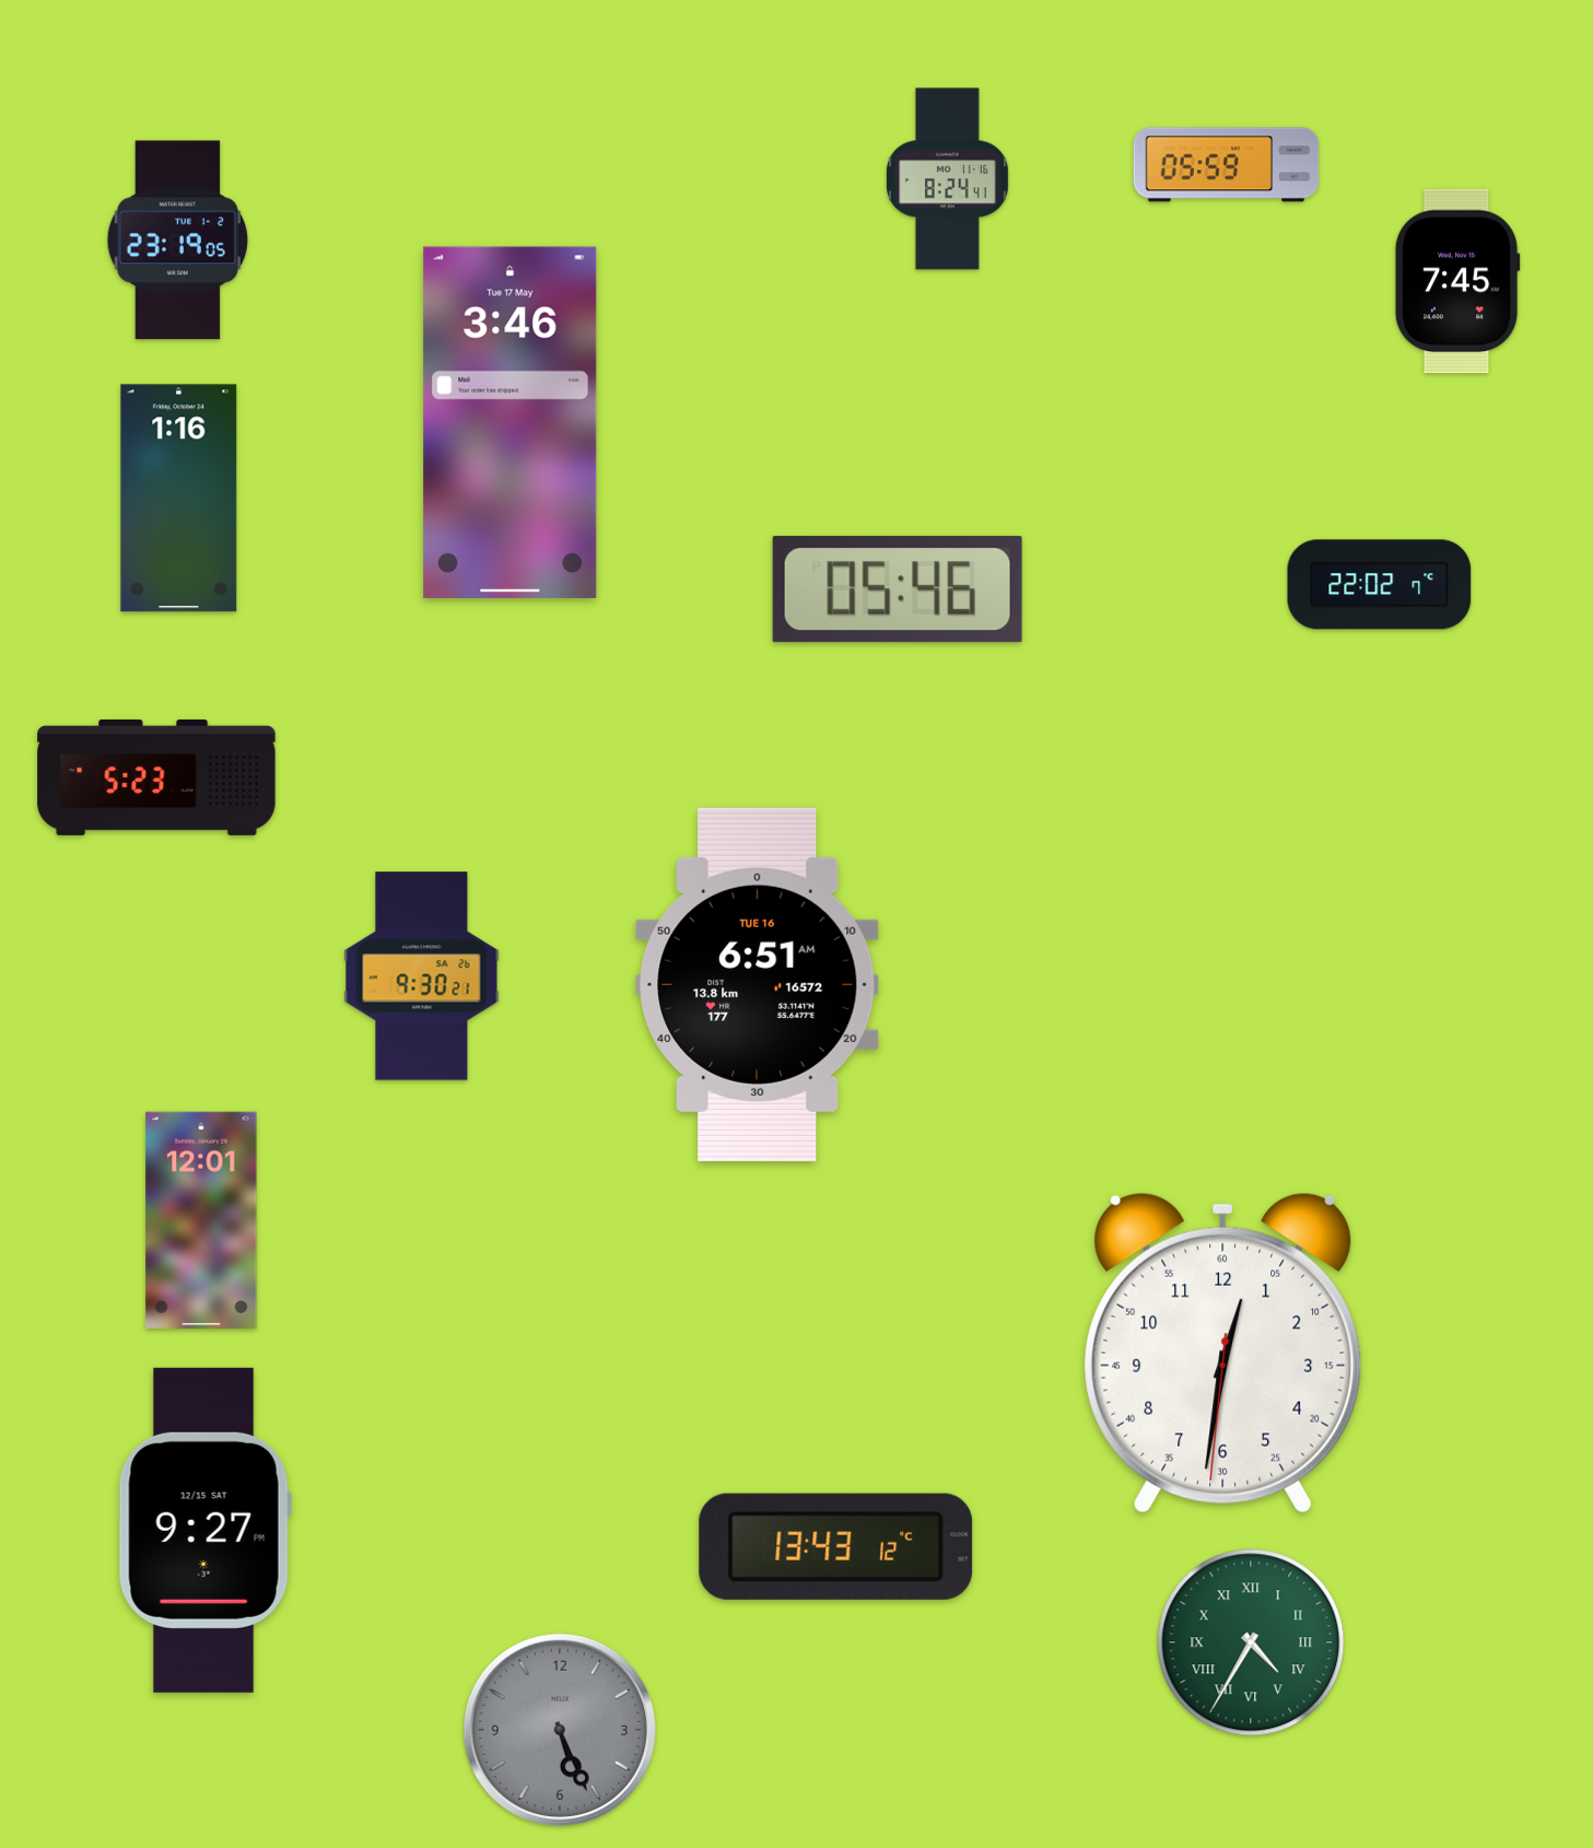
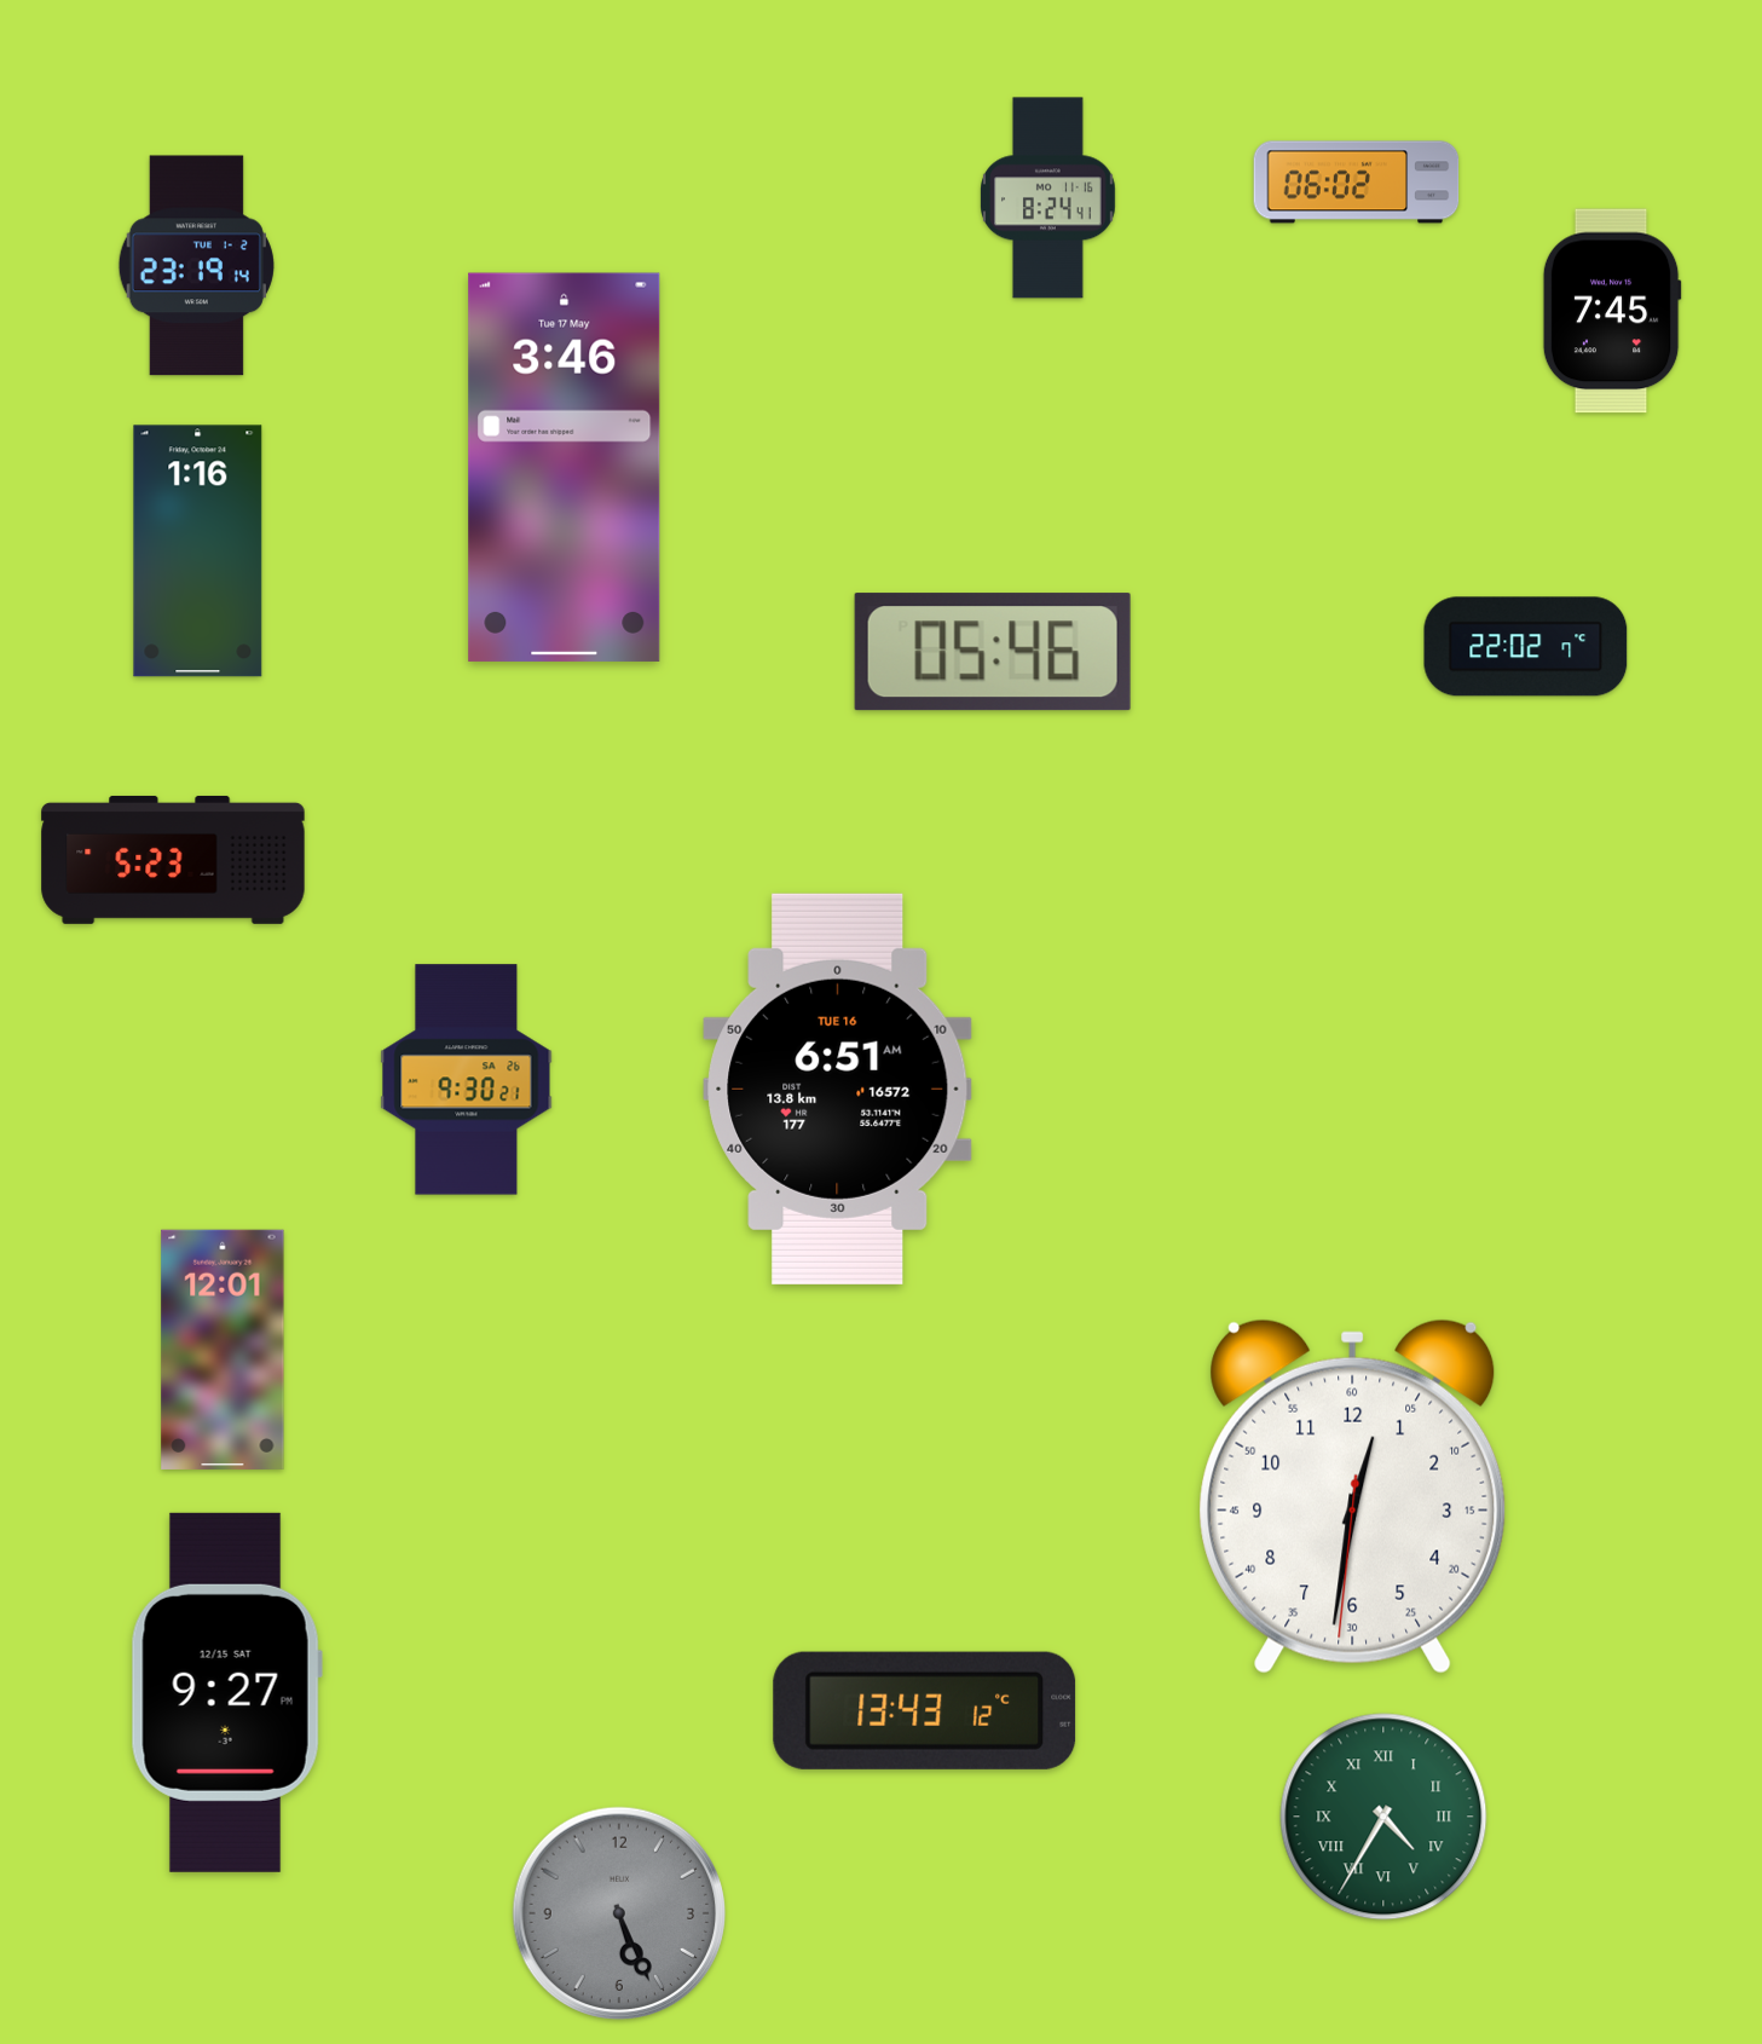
clock at (1227, 165): 05:59 -> 06:02
clock at (177, 241): 23:19:05 -> 23:19:14
